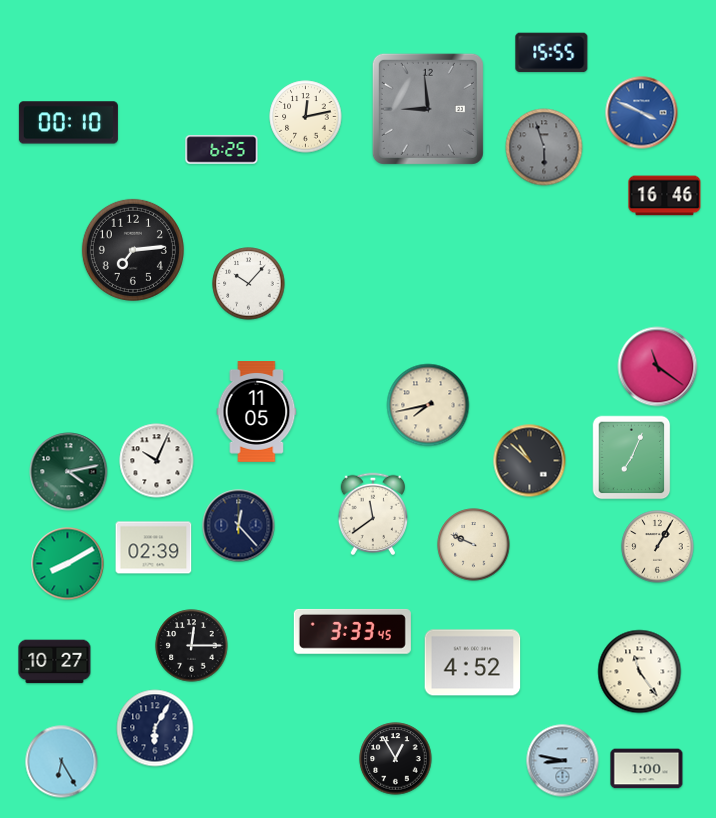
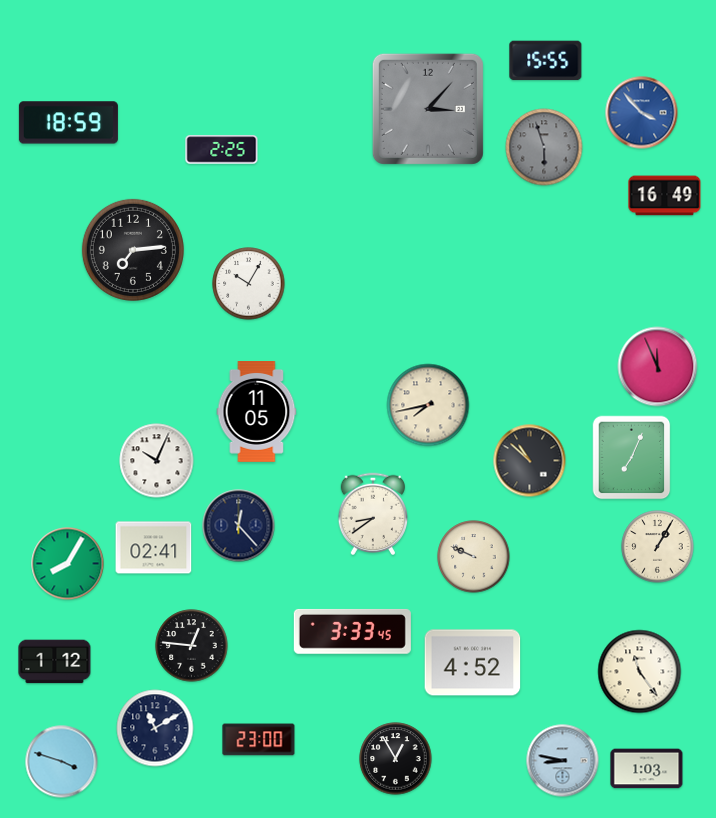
clock at (552, 53) position: (552, 53) -> (546, 61)
clock at (428, 109): 8:59 -> 3:07
clock at (642, 113): 3:49 -> 3:53
clock at (306, 117): 12:13 -> none
clock at (68, 123): 00:10 -> 18:59
clock at (222, 150): 6:25 -> 2:25
clock at (665, 196): 16:46 -> 16:49
clock at (249, 284): 10:07 -> 10:05
clock at (658, 367): 11:21 -> 11:56
clock at (69, 472): 4:13 -> none
clock at (373, 513): 11:39 -> 8:39
clock at (474, 545) position: (474, 545) -> (474, 557)
clock at (154, 548): 02:39 -> 02:41
clock at (68, 564): 8:10 -> 8:05
clock at (192, 646): 12:15 -> 12:46
clock at (55, 662): 10:27 -> 1:12
clock at (155, 728): 6:05 -> 11:10
clock at (259, 740): none -> 23:00
clock at (62, 762): 6:25 -> 3:48
clock at (647, 769): 1:00 -> 1:03
